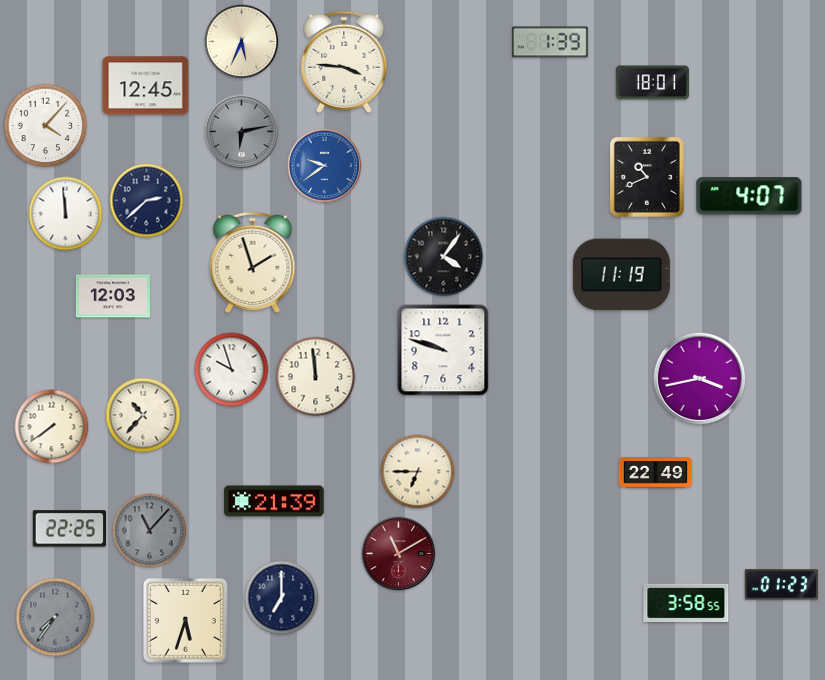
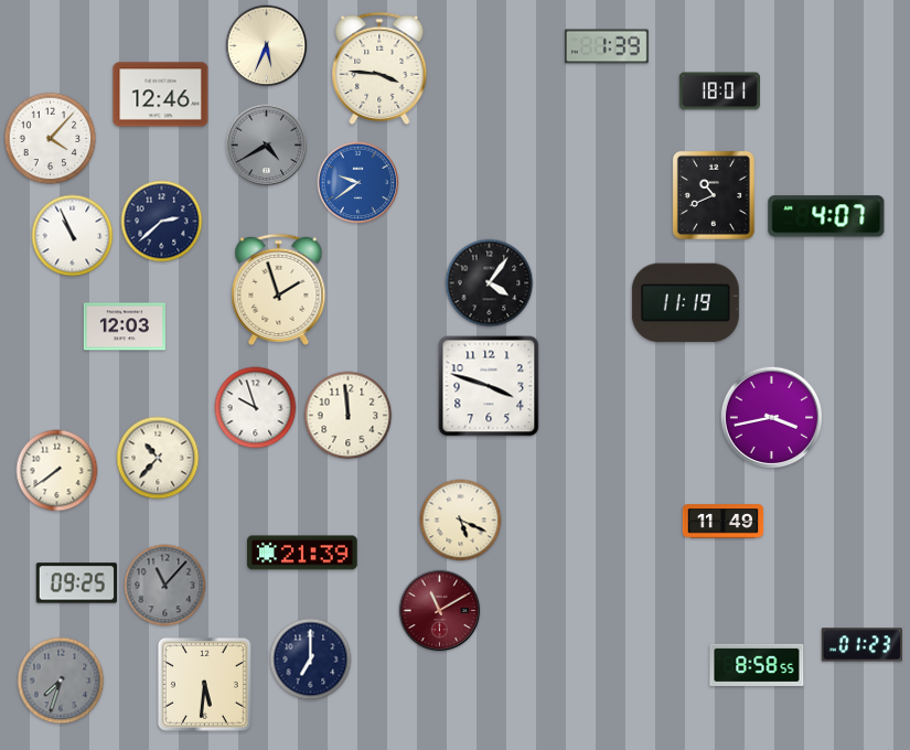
clock at (146, 86): 12:45 -> 12:46
clock at (242, 132): 6:13 -> 4:40
clock at (66, 214): 11:59 -> 10:56
clock at (443, 350): 9:48 -> 3:48
clock at (418, 472): 6:45 -> 5:19
clock at (656, 473): 22:49 -> 11:49
clock at (69, 529): 22:25 -> 09:25
clock at (686, 602): 3:58 -> 8:58
clock at (55, 617): 7:36 -> 7:33
clock at (185, 620): 5:33 -> 5:31
